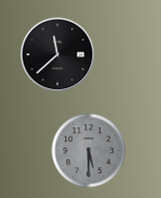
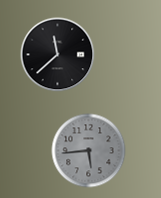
clock at (89, 151): 5:30 -> 5:44
